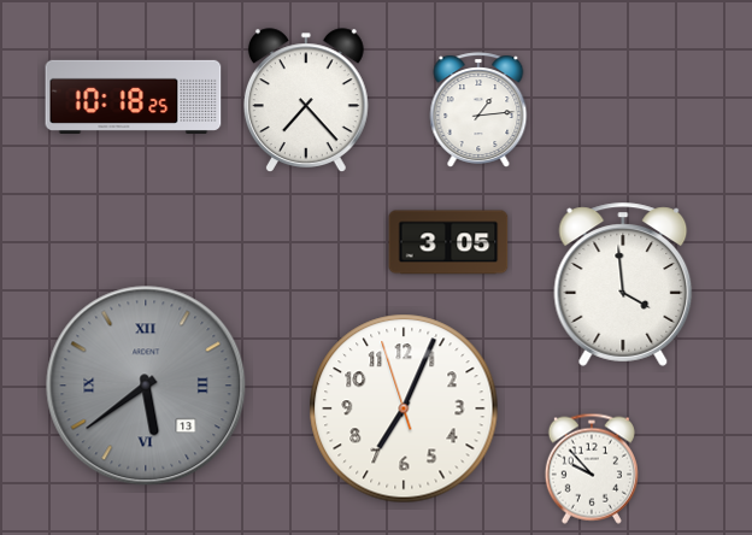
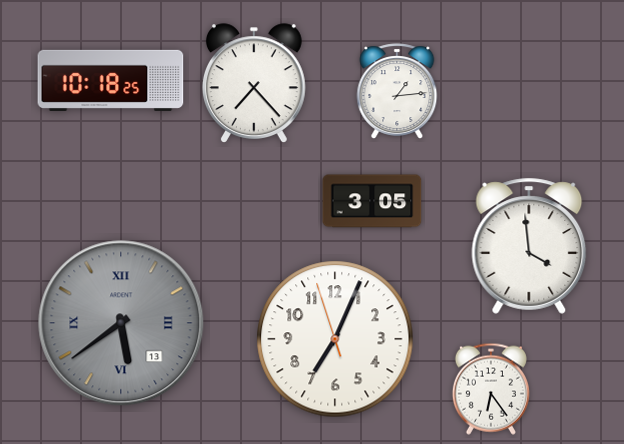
clock at (623, 284) position: (623, 284) -> (529, 246)
clock at (146, 386) position: (146, 386) -> (121, 323)
clock at (592, 469): 9:53 -> 6:24
